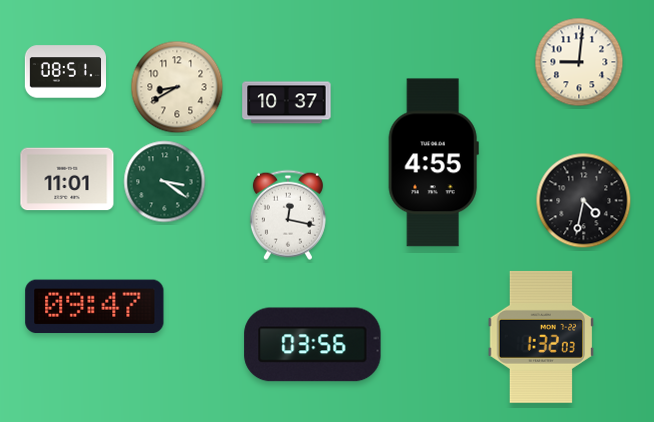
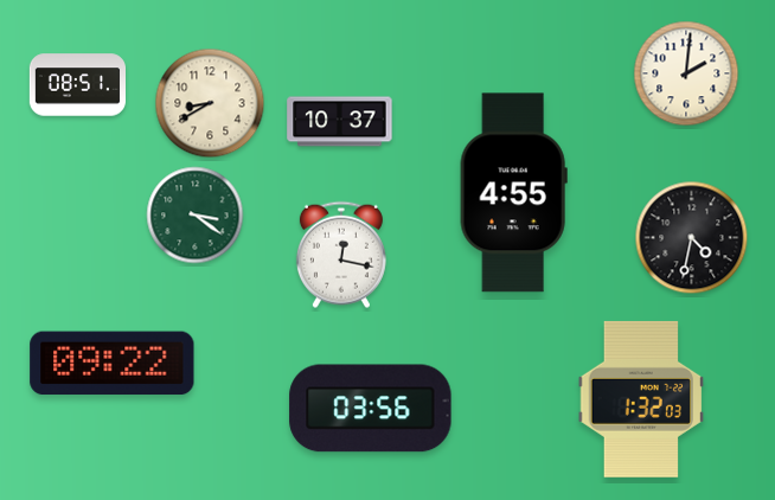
clock at (579, 62): 9:01 -> 2:01
clock at (67, 179): 11:01 -> none
clock at (95, 307): 09:47 -> 09:22
